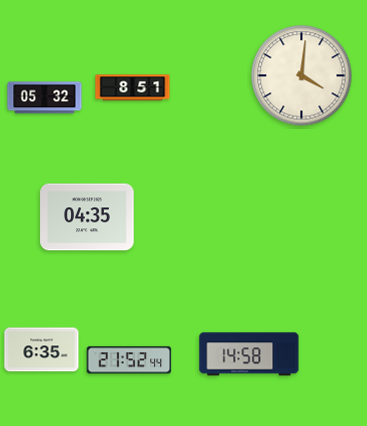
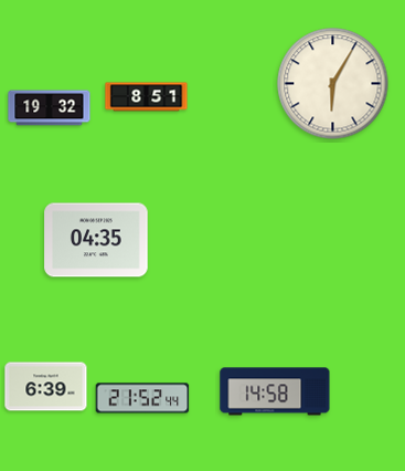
clock at (302, 76): 4:01 -> 6:05
clock at (45, 98): 05:32 -> 19:32
clock at (42, 350): 6:35 -> 6:39
